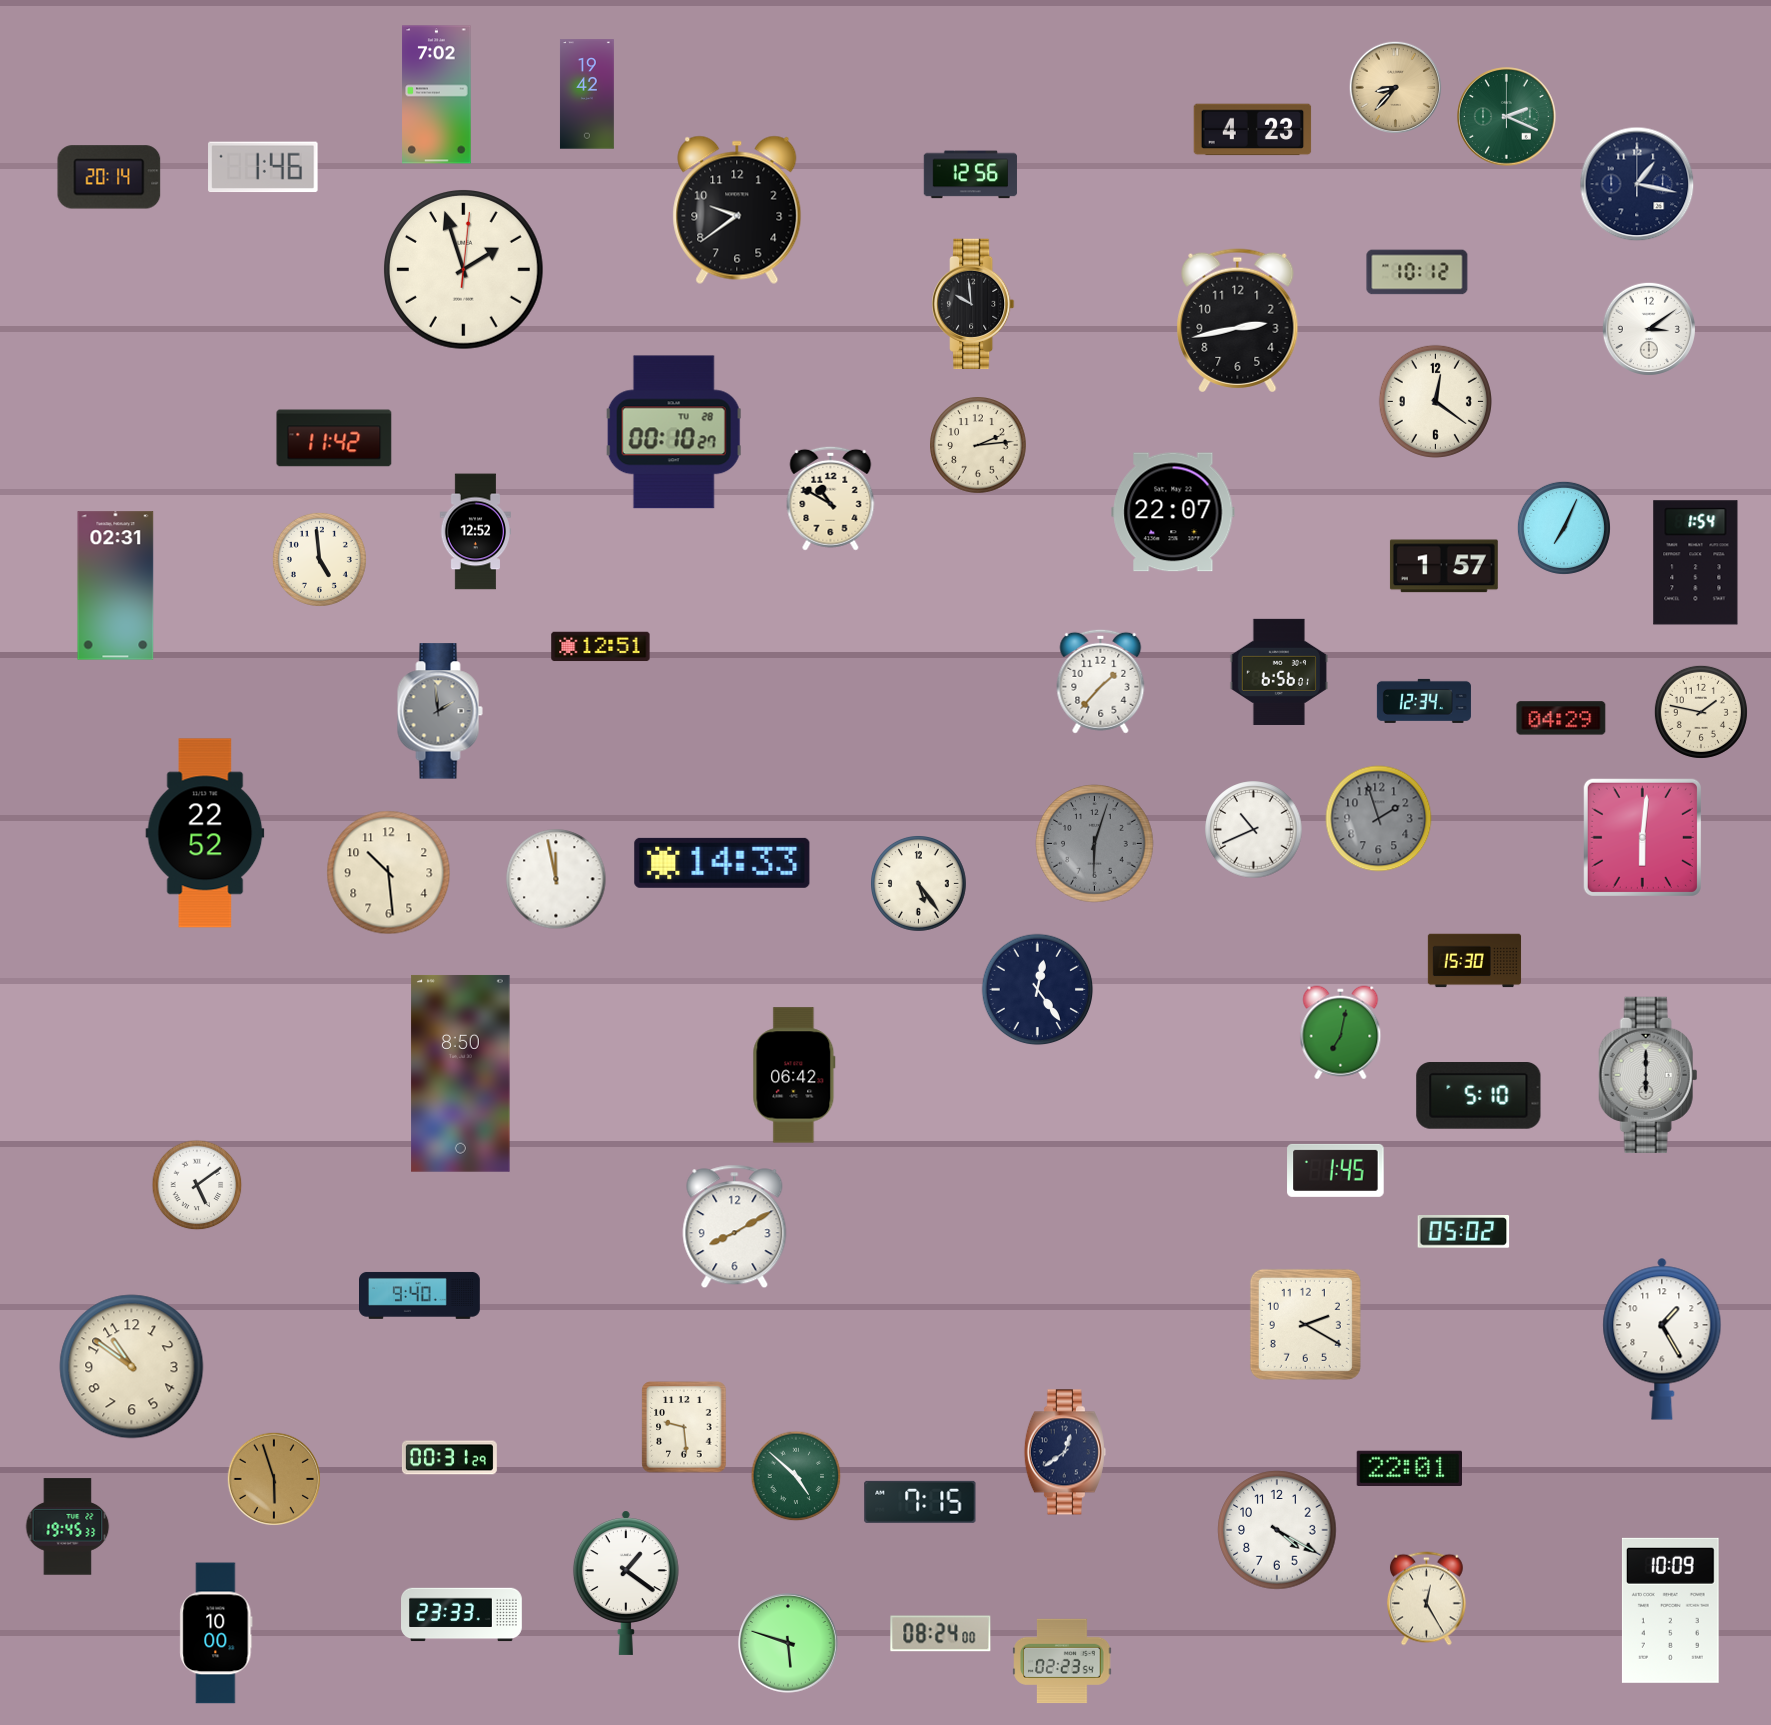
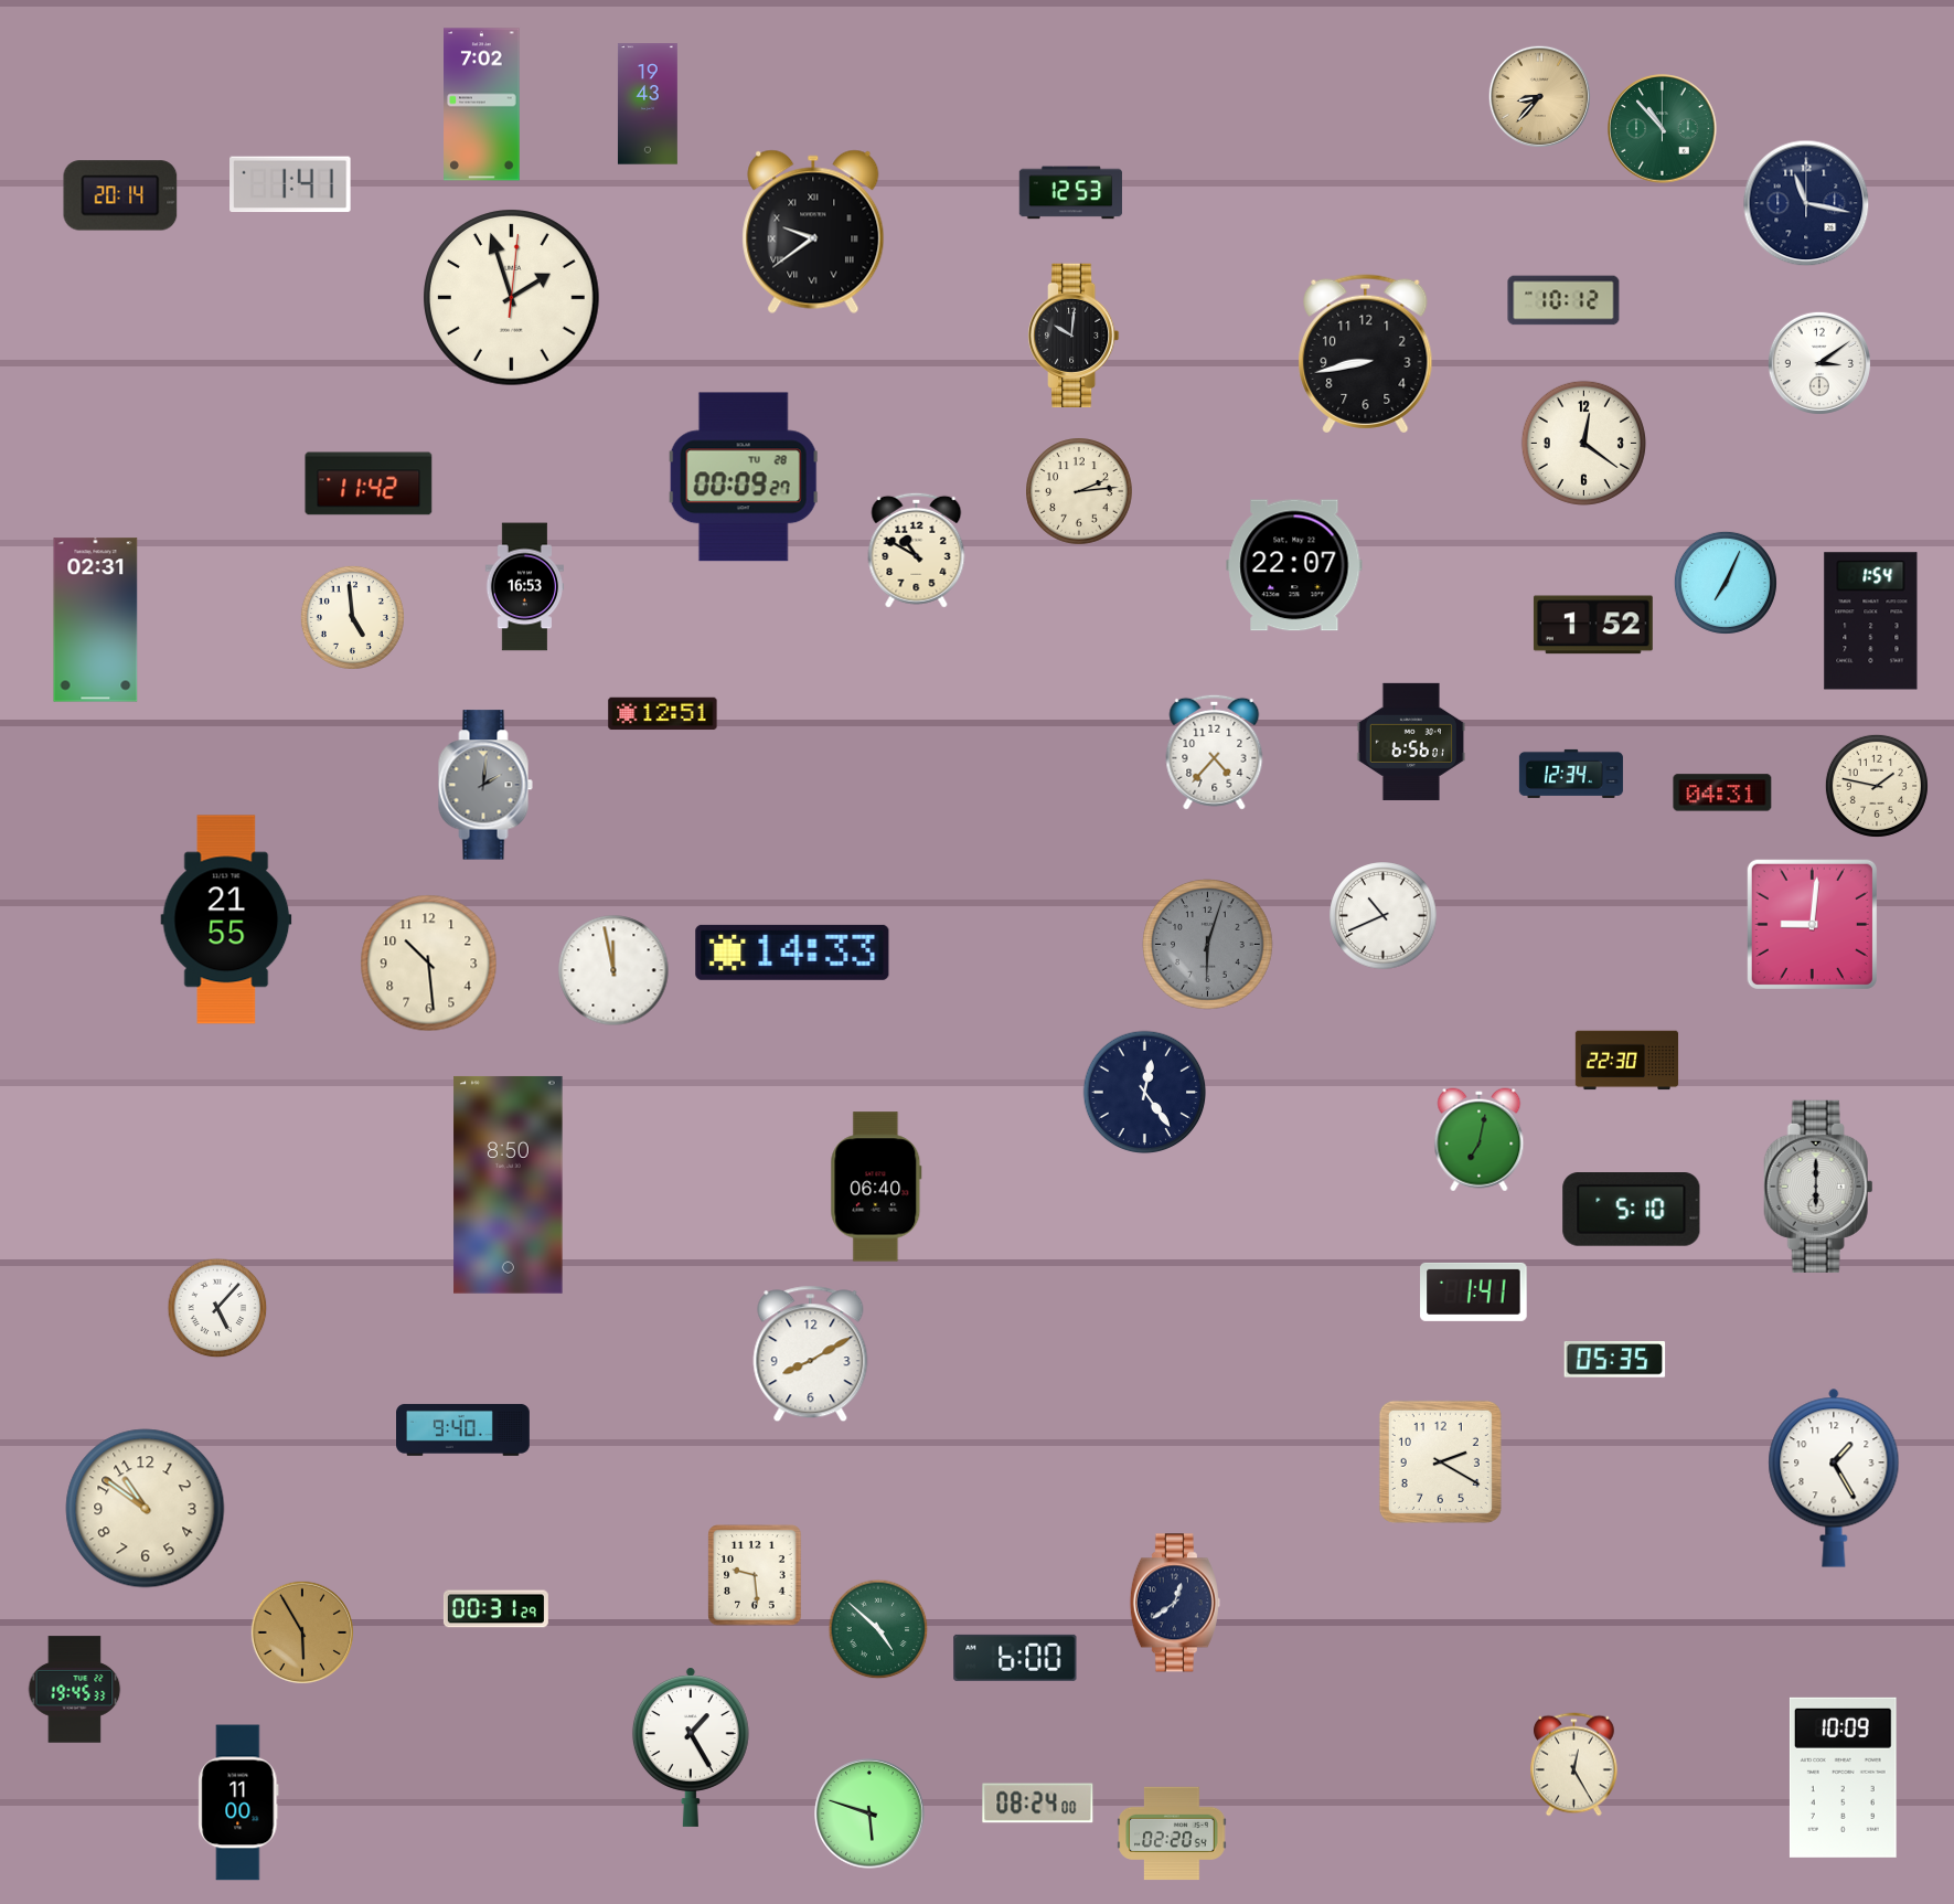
clock at (587, 94): 19:42 -> 19:43
clock at (1507, 117): 2:19 -> 10:53
clock at (1253, 130): 4:23 -> none
clock at (263, 167): 1:46 -> 1:41
clock at (970, 175): 12:56 -> 12:53
clock at (1637, 184): 1:17 -> 11:17
clock at (737, 210) numerals: Arabic -> Roman
clock at (974, 304): 9:59 -> 10:01
clock at (1238, 321): 2:43 -> 8:43
clock at (674, 432): 00:10 -> 00:09
clock at (475, 532): 12:52 -> 16:53
clock at (1444, 566): 1:57 -> 1:52
clock at (116, 586) position: (116, 586) -> (96, 620)
clock at (1101, 681): 1:37 -> 4:37
clock at (440, 711): 1:59 -> 2:01
clock at (1561, 718): 04:29 -> 04:31
clock at (1379, 819): 1:57 -> none
clock at (205, 833): 22:52 -> 21:55
clock at (1642, 837): 6:01 -> 9:01
clock at (1095, 844) position: (1095, 844) -> (1208, 945)
clock at (722, 863) position: (722, 863) -> (792, 953)
clock at (919, 884): 5:24 -> none
clock at (1475, 961): 15:30 -> 22:30
clock at (794, 1075): 06:42 -> 06:40
clock at (1336, 1170): 1:45 -> 1:41
clock at (197, 1185): 5:09 -> 5:07
clock at (1464, 1232): 05:02 -> 05:35
clock at (1409, 1468): 22:01 -> none
clock at (274, 1479): 5:57 -> 5:55
clock at (920, 1502): 7:15 -> 6:00
clock at (68, 1527) position: (68, 1527) -> (75, 1690)
clock at (1277, 1530): 4:20 -> none
clock at (626, 1583): 1:21 -> 1:25
clock at (462, 1615): 23:33 -> none
clock at (216, 1633): 10:00 -> 11:00
clock at (1062, 1661): 02:23 -> 02:20
